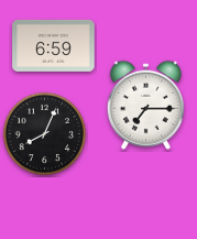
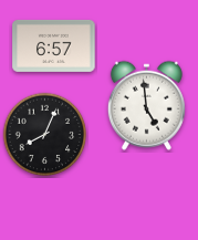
clock at (54, 45): 6:59 -> 6:57
clock at (145, 105): 7:15 -> 4:59
